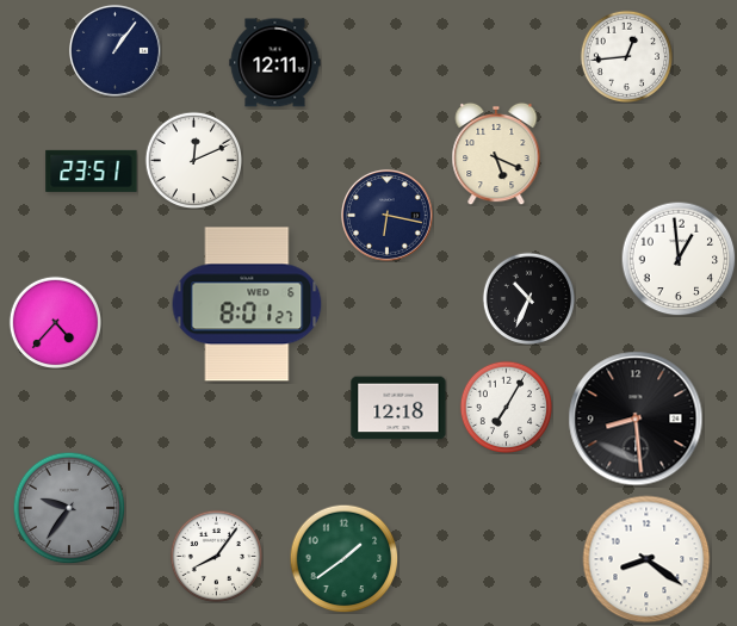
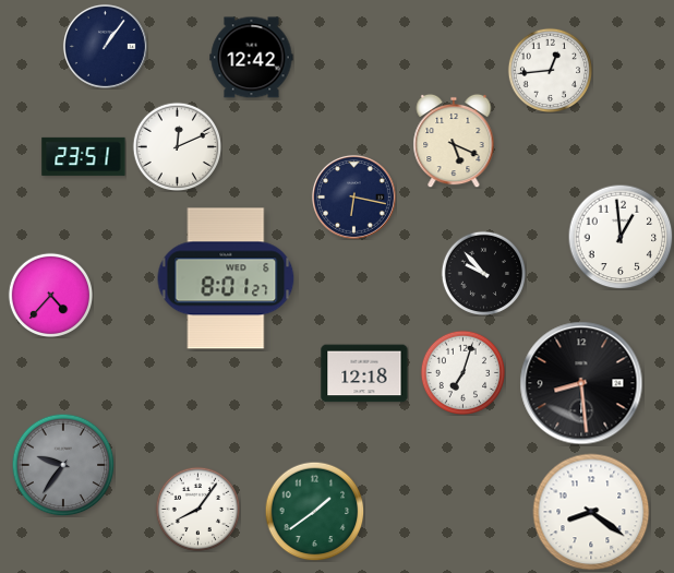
clock at (626, 56) position: (626, 56) -> (550, 70)
clock at (275, 63): 12:11 -> 12:42
clock at (528, 298): 10:34 -> 9:53
clock at (506, 407): 7:05 -> 7:03
